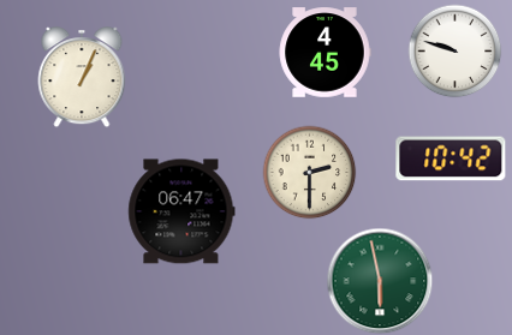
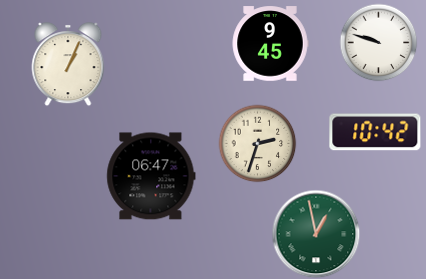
clock at (325, 53): 4:45 -> 9:45
clock at (309, 172): 2:30 -> 2:33
clock at (380, 281): 5:58 -> 12:58
